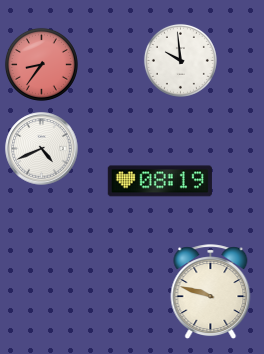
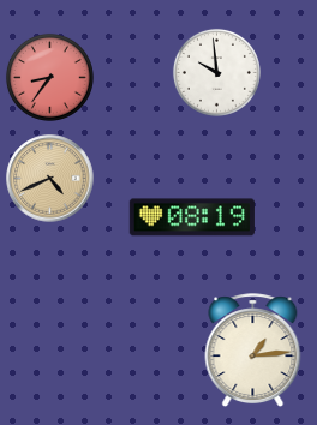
clock at (42, 149) dial: white -> champagne
clock at (211, 292): 9:48 -> 1:14
